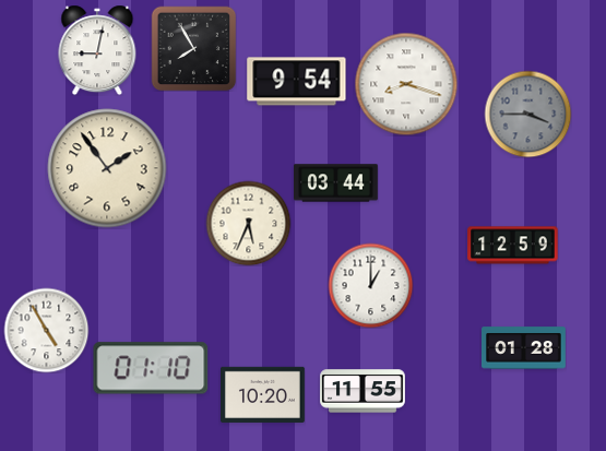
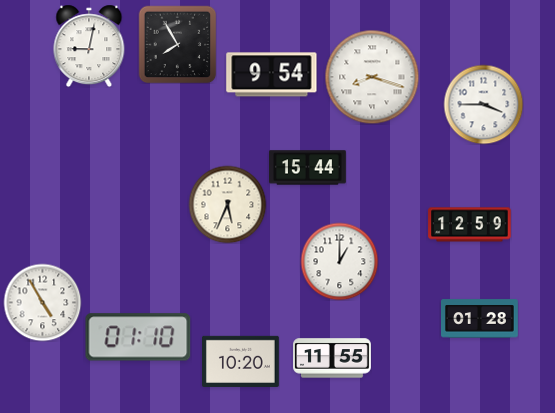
clock at (527, 114) dial: grey -> white
clock at (107, 168): 1:54 -> none
clock at (336, 183): 03:44 -> 15:44
